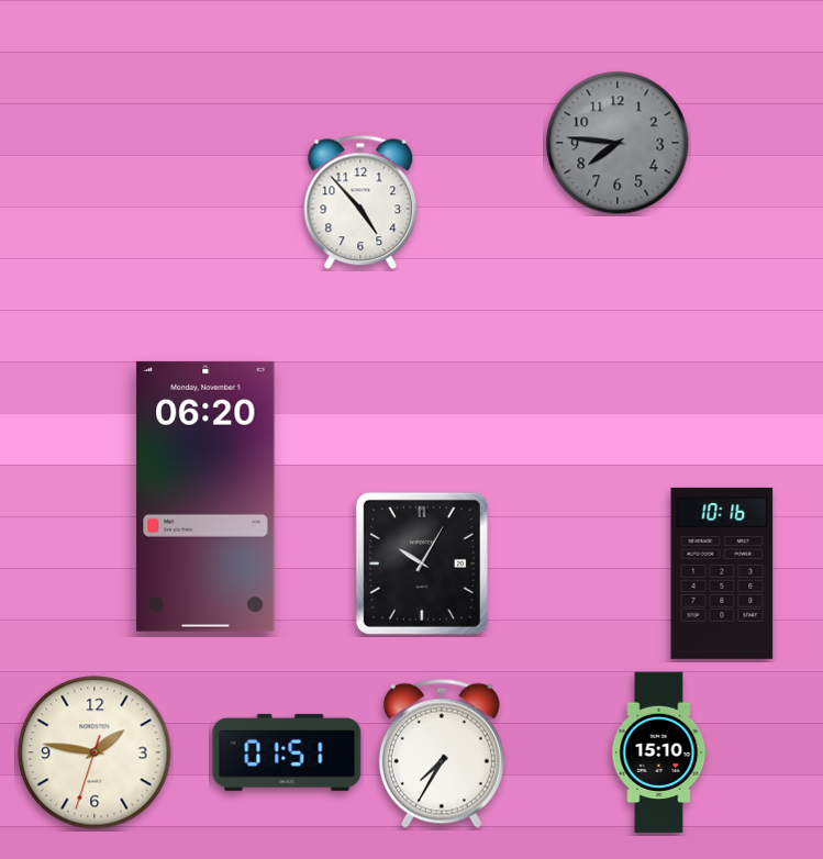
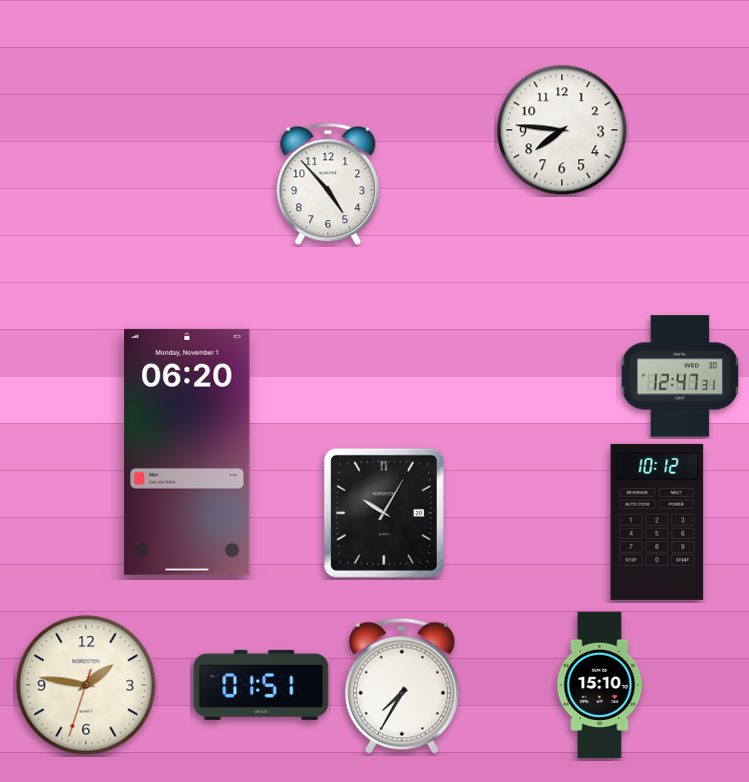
clock at (618, 143) dial: grey -> white
clock at (679, 376): none -> 12:47
clock at (722, 573): 10:16 -> 10:12
